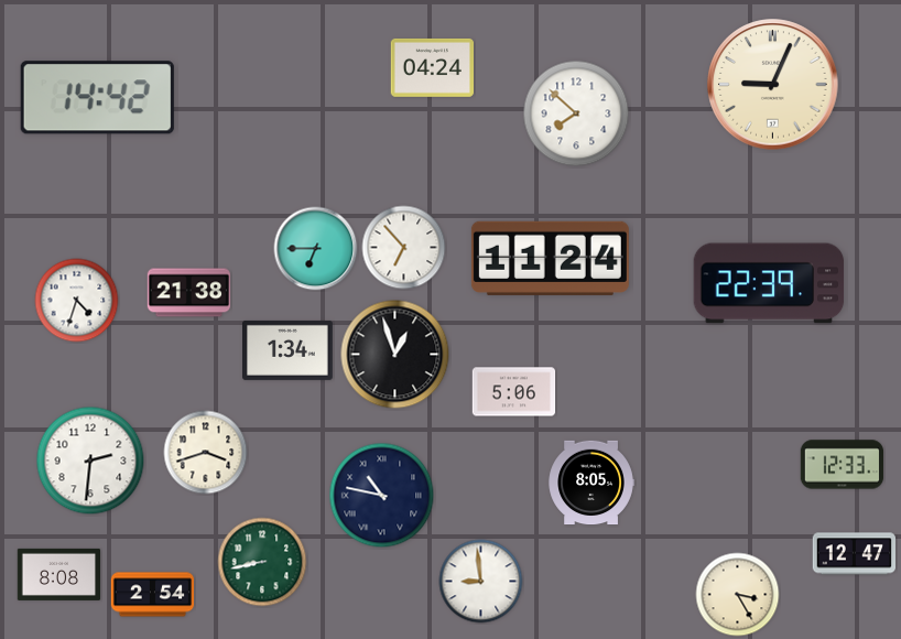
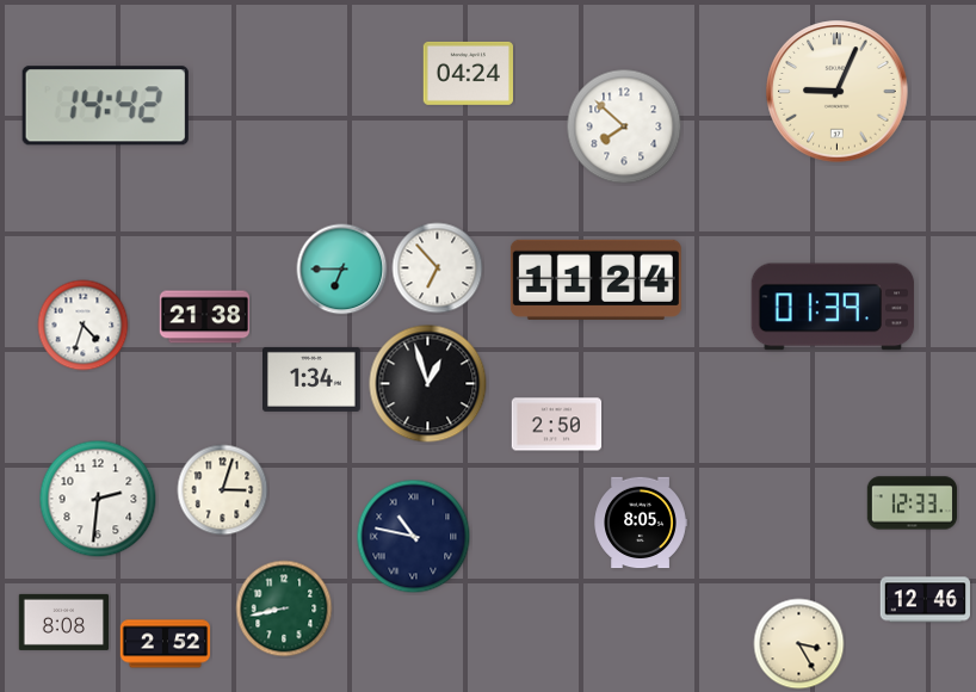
clock at (576, 113) position: (576, 113) -> (624, 126)
clock at (769, 283): 22:39 -> 01:39
clock at (514, 392): 5:06 -> 2:50
clock at (206, 453): 3:42 -> 3:03
clock at (854, 554): 12:47 -> 12:46
clock at (481, 582): 8:59 -> none
clock at (153, 595): 2:54 -> 2:52
